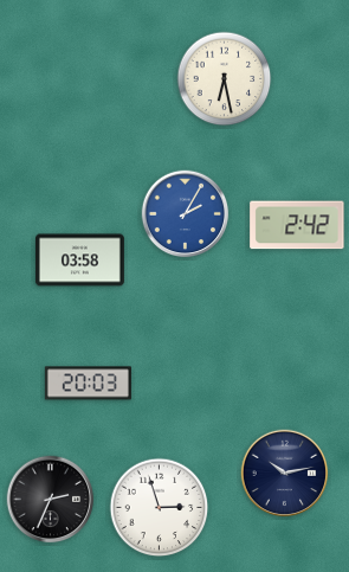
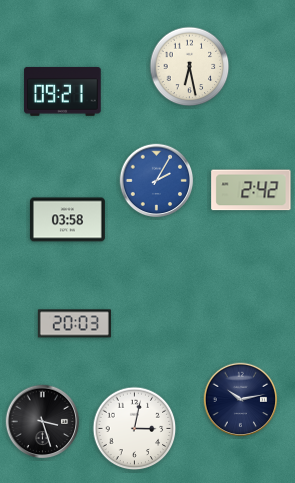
clock at (63, 91): none -> 09:21
clock at (51, 500): 2:34 -> 3:27
clock at (160, 508): 2:57 -> 3:02
